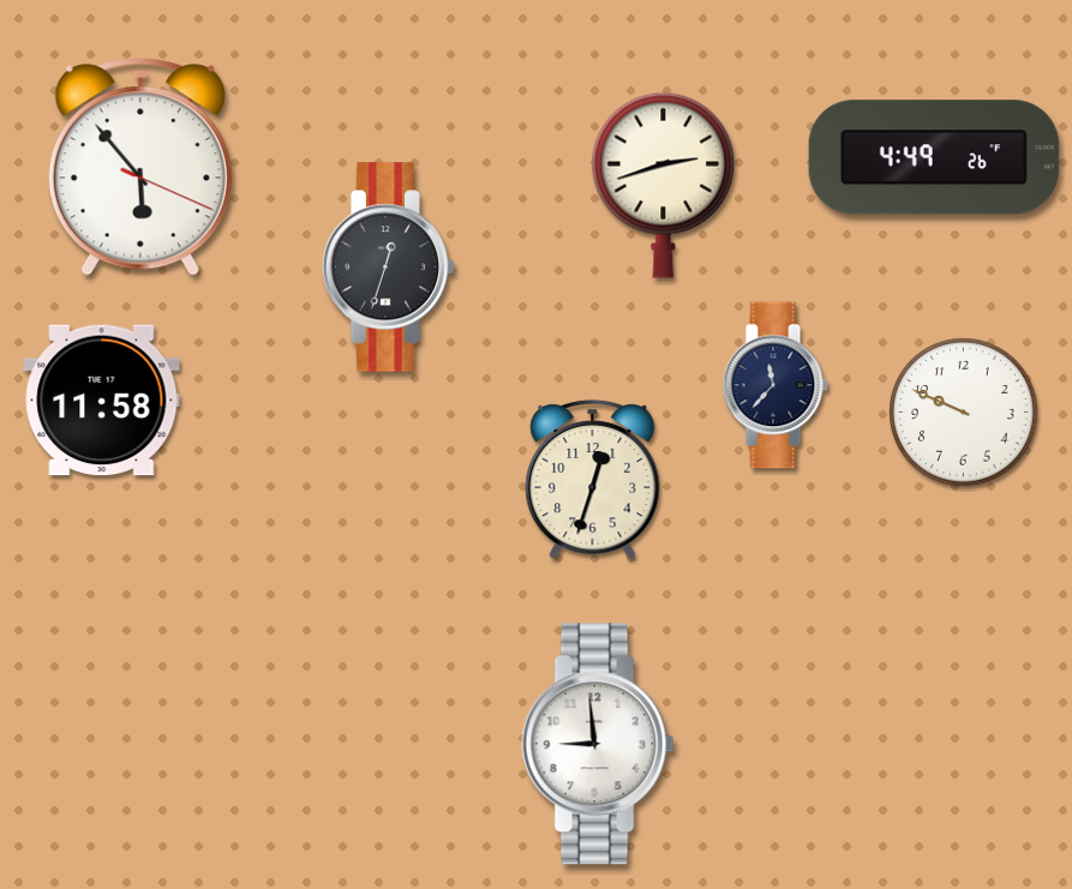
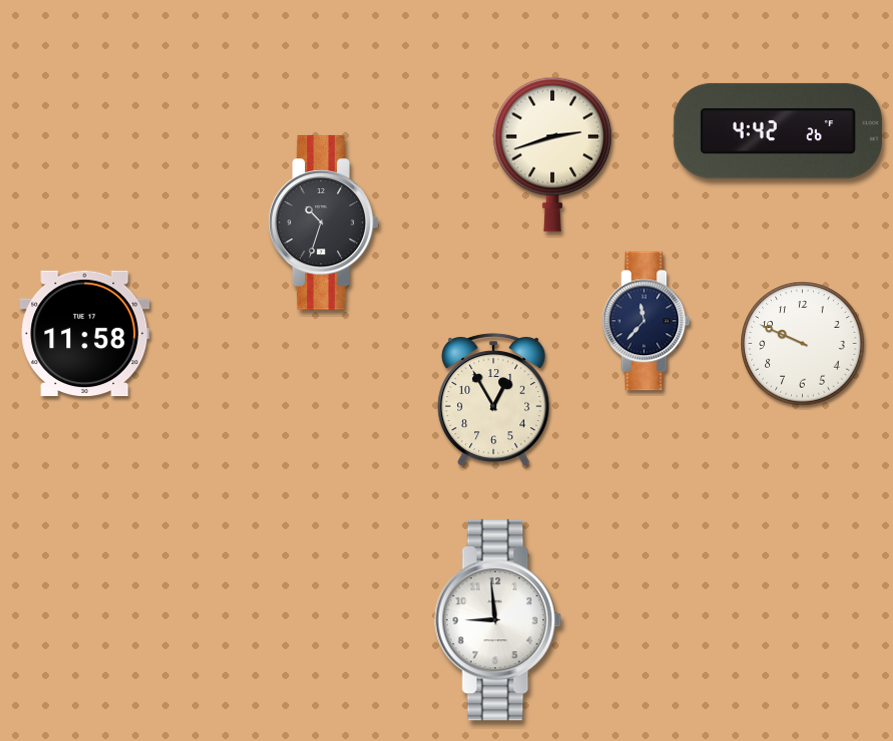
clock at (934, 157): 4:49 -> 4:42
clock at (140, 167): 5:53 -> none
clock at (389, 268): 12:33 -> 10:33
clock at (593, 480): 12:33 -> 12:55
